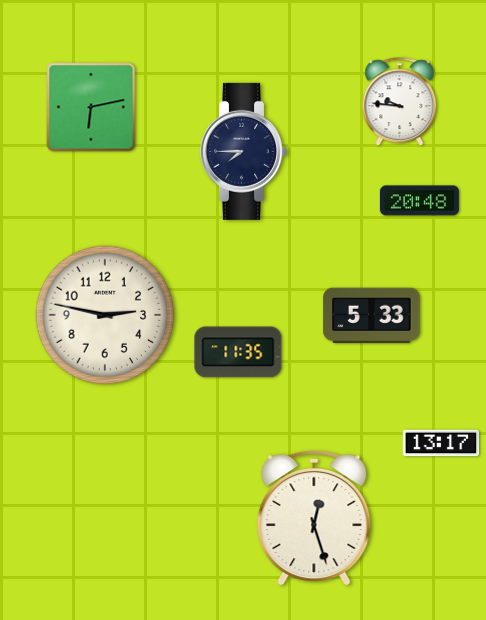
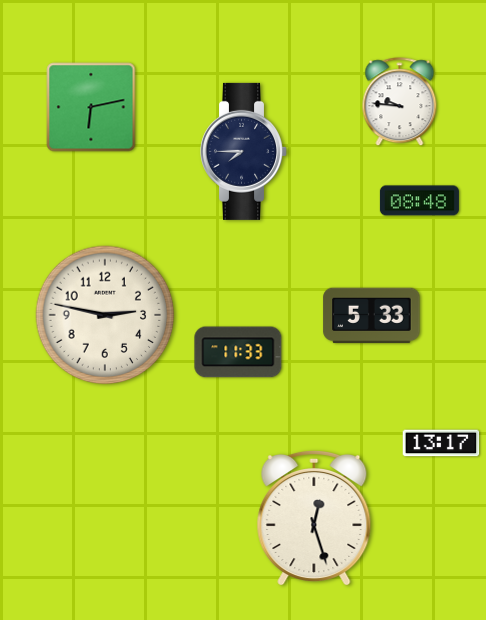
clock at (419, 201): 20:48 -> 08:48
clock at (238, 352): 11:35 -> 11:33
